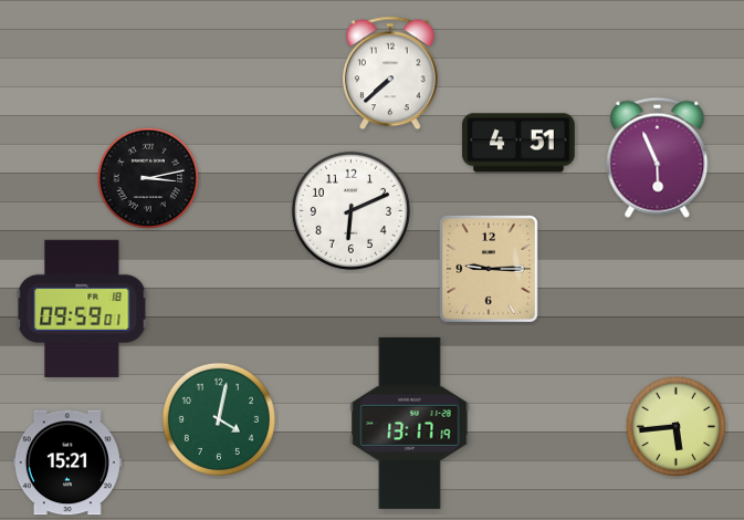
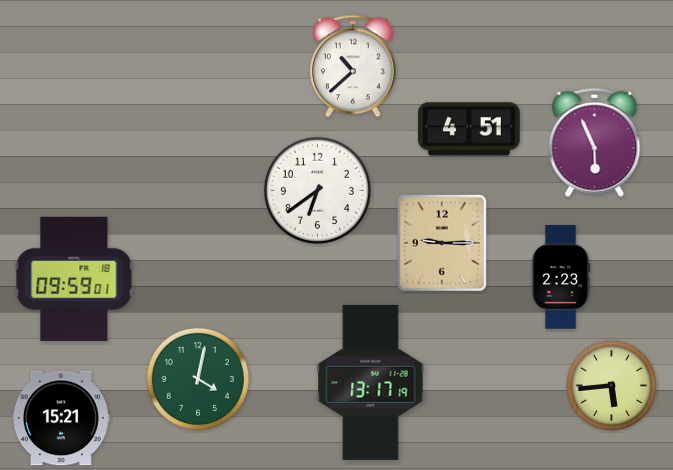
clock at (391, 73): 7:38 -> 10:38
clock at (147, 177): 3:13 -> none
clock at (350, 210): 6:11 -> 6:39
clock at (561, 277): none -> 2:23
